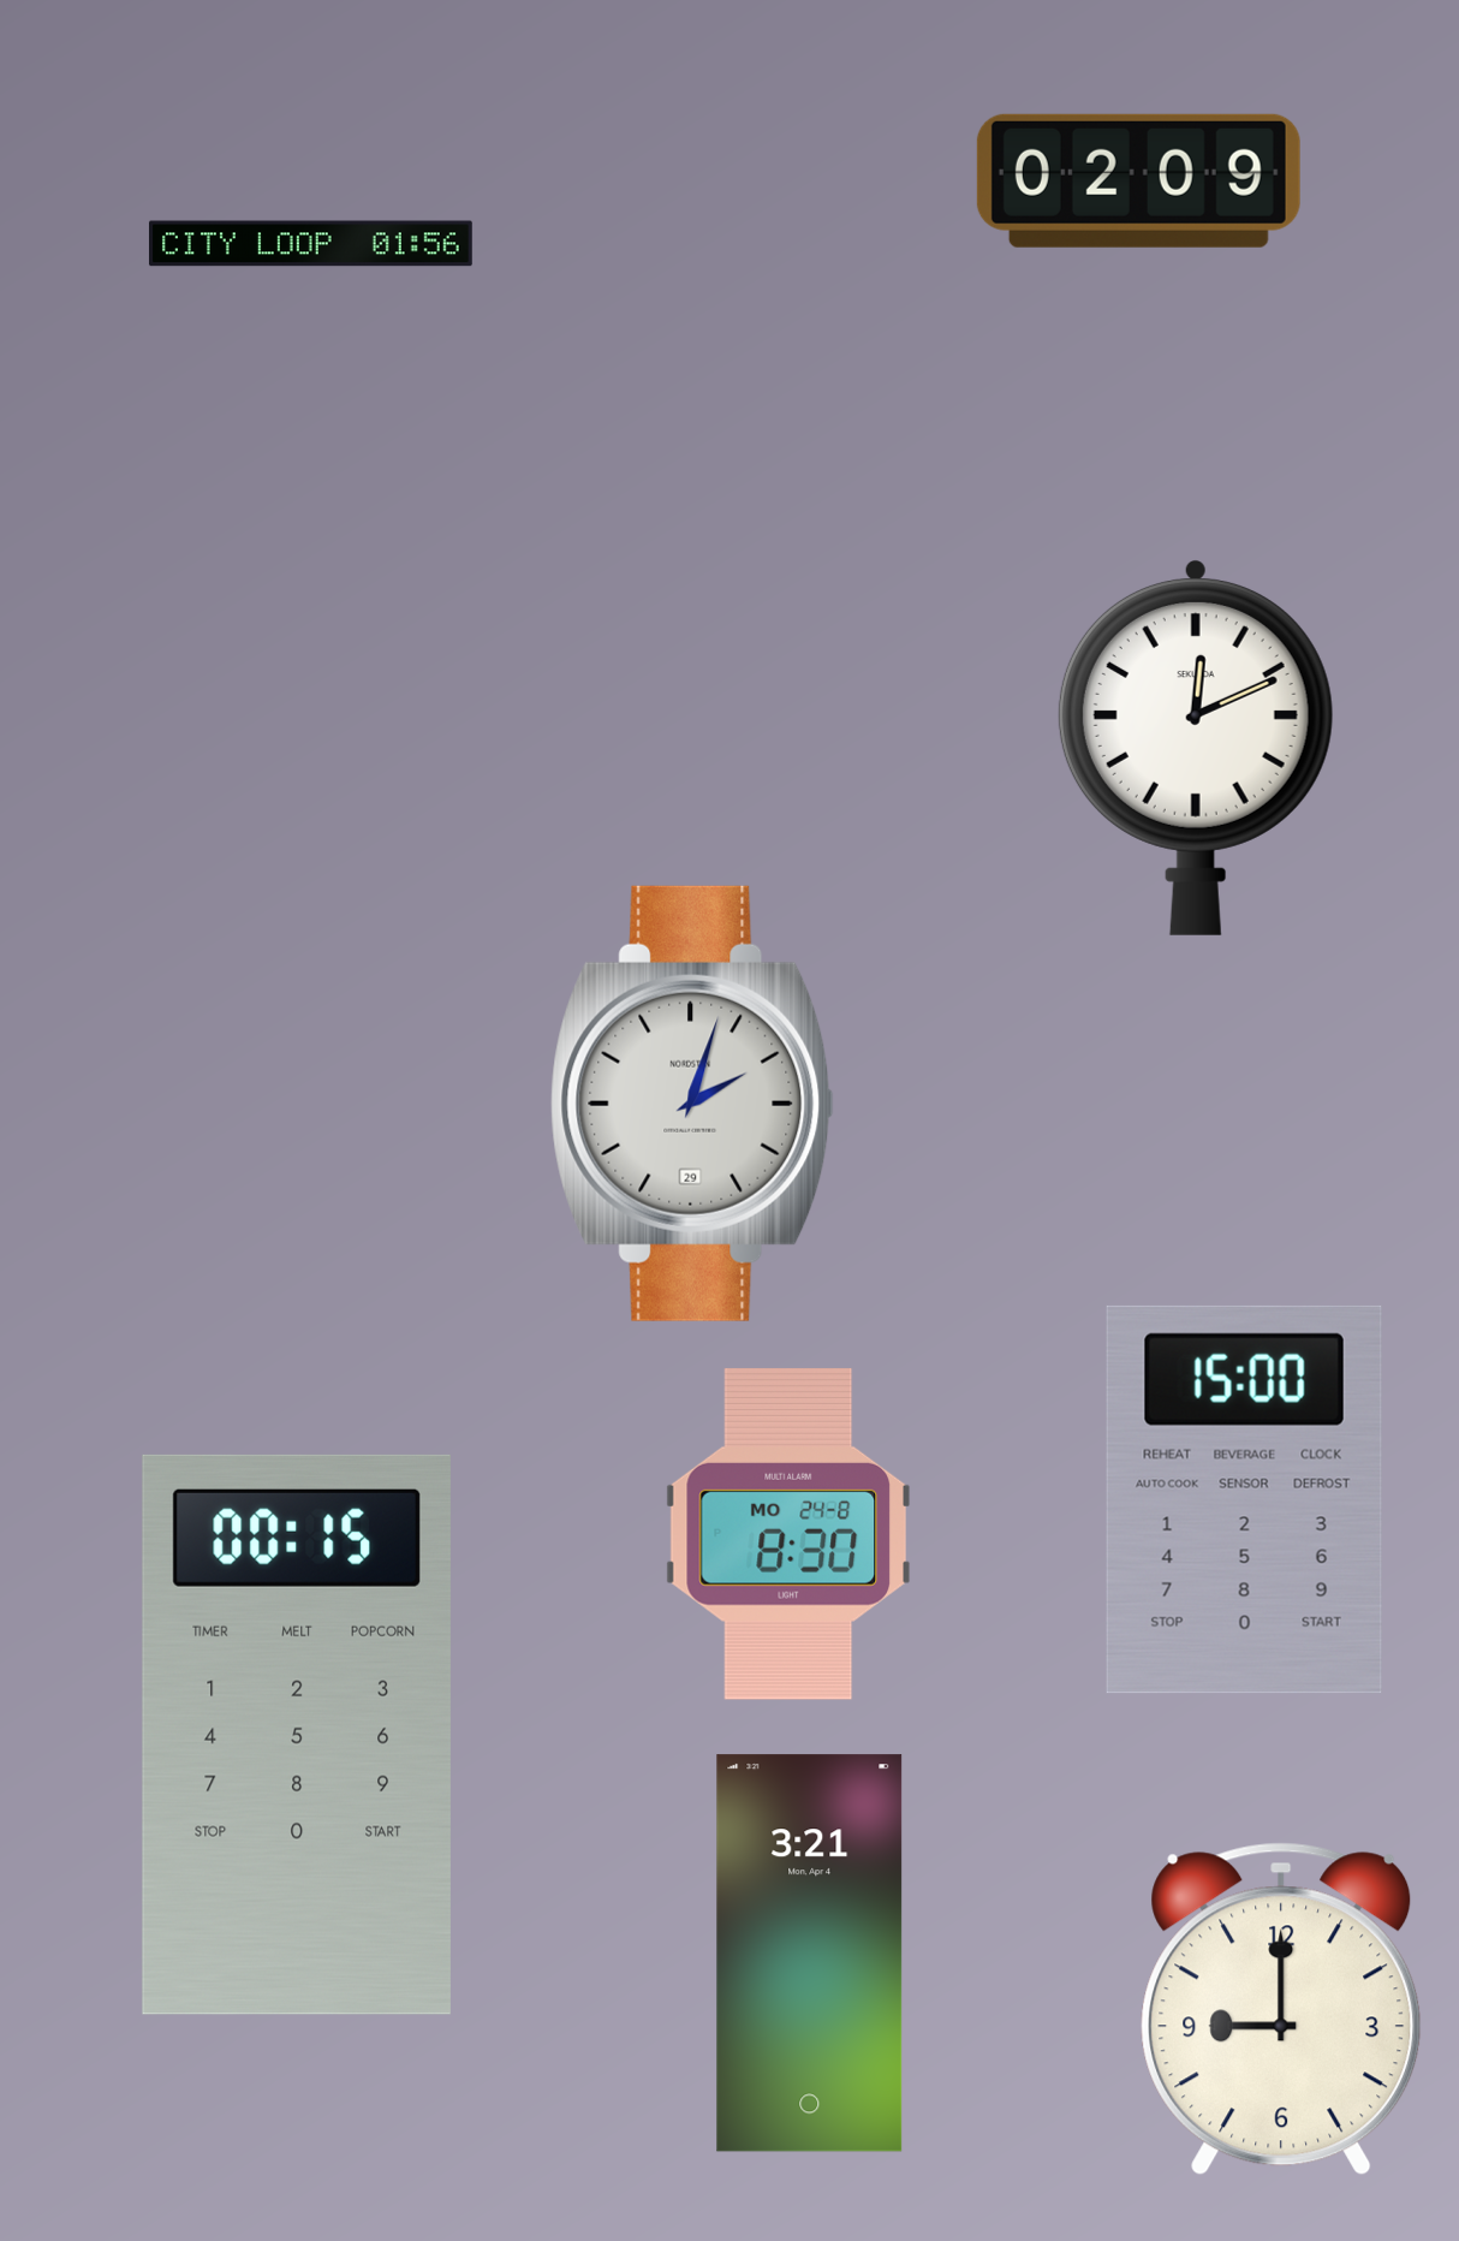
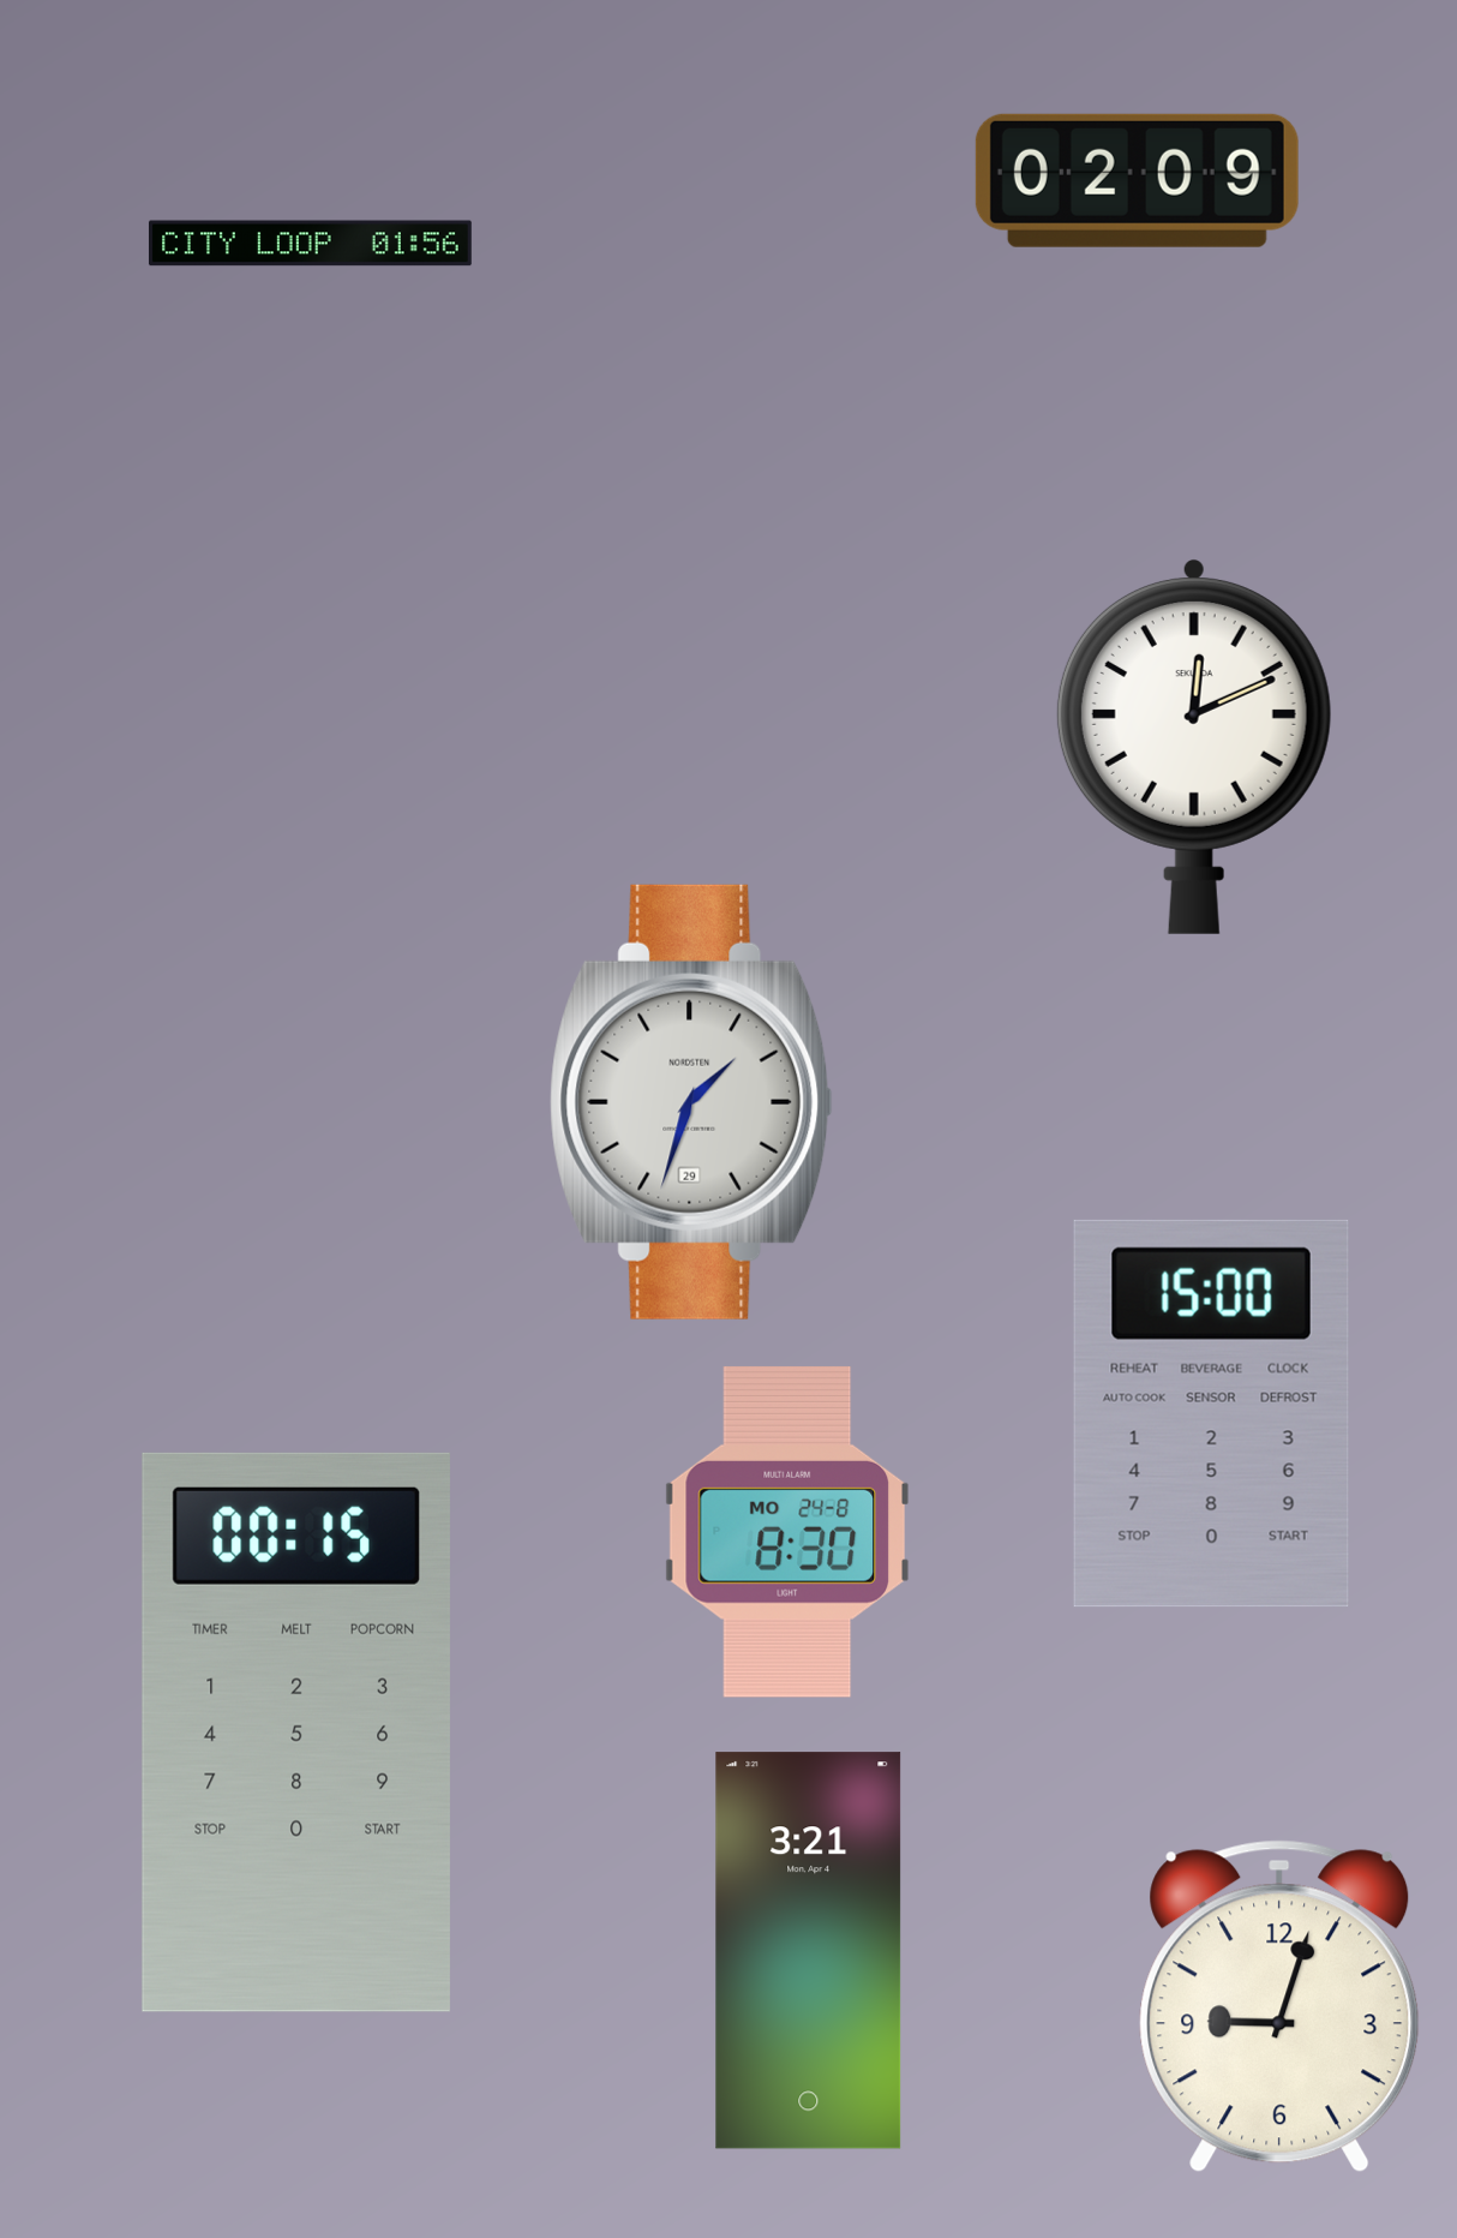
clock at (692, 1104): 2:03 -> 1:33
clock at (1244, 1499) position: (1244, 1499) -> (1211, 1413)
clock at (1281, 2009): 9:00 -> 9:03
